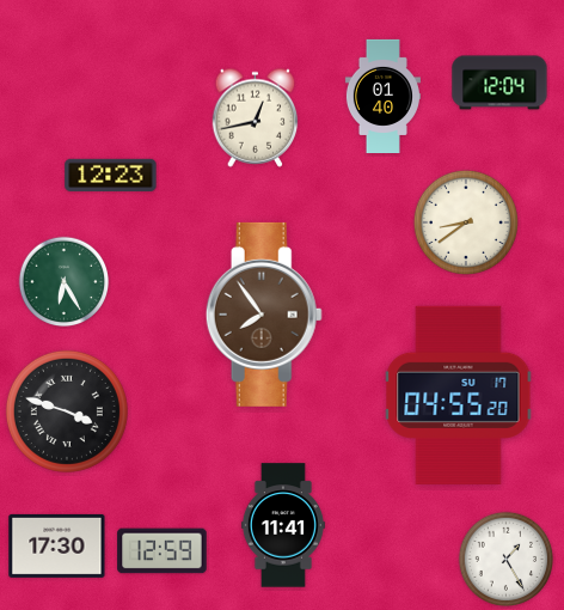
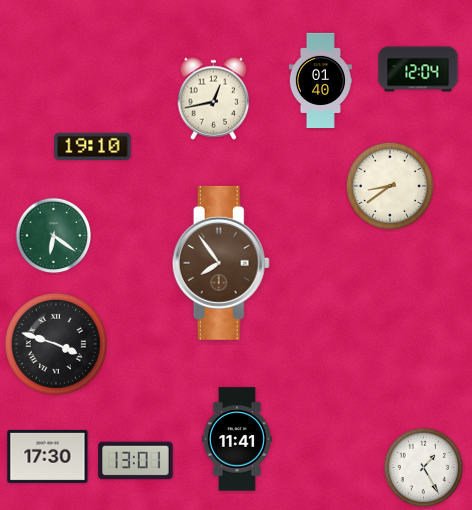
clock at (111, 175): 12:23 -> 19:10
clock at (65, 282): 6:25 -> 6:21
clock at (459, 395): 04:55 -> none
clock at (163, 551): 12:59 -> 13:01
